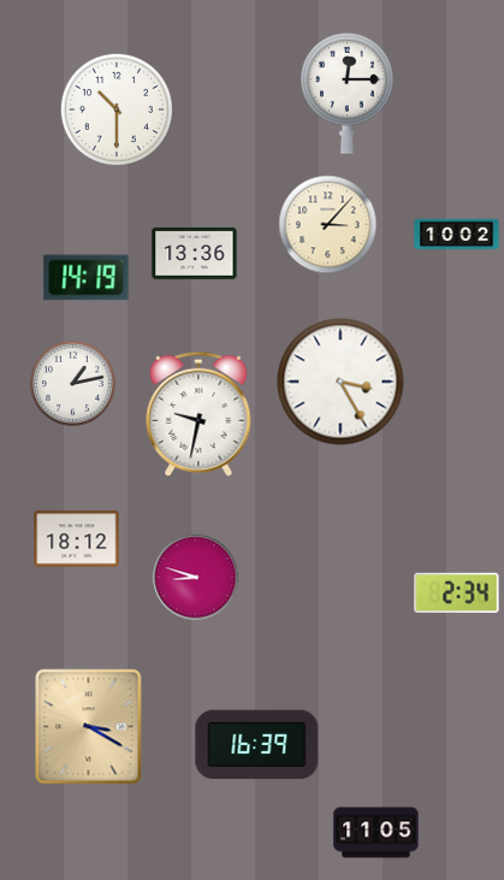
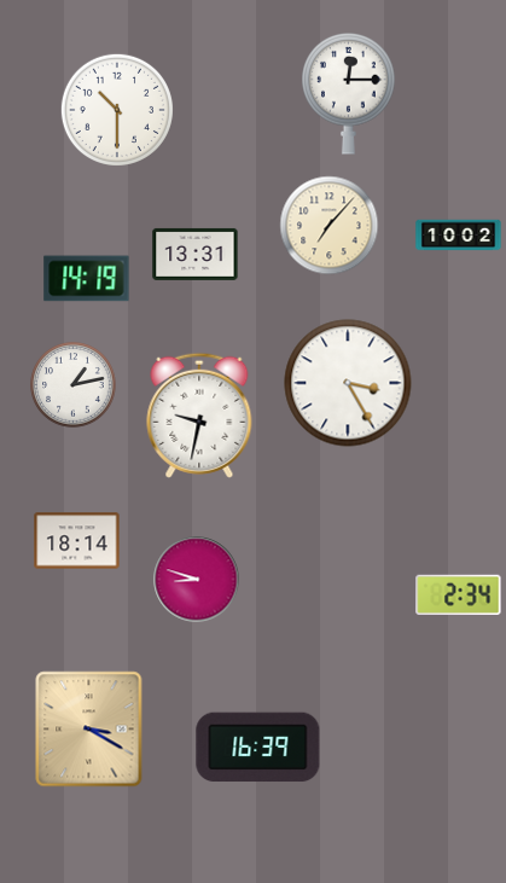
clock at (328, 225): 3:07 -> 7:07
clock at (195, 253): 13:36 -> 13:31
clock at (340, 382) position: (340, 382) -> (348, 383)
clock at (77, 539): 18:12 -> 18:14
clock at (376, 833): 11:05 -> none
